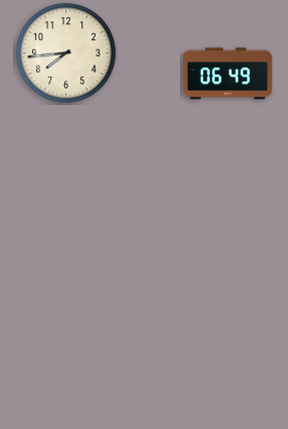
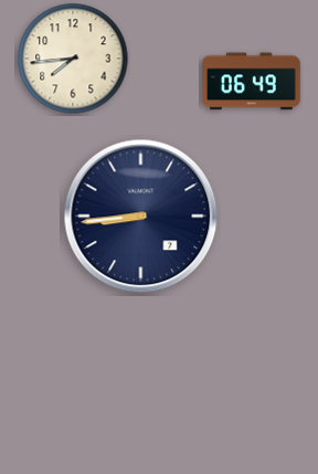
clock at (141, 217): none -> 8:44
